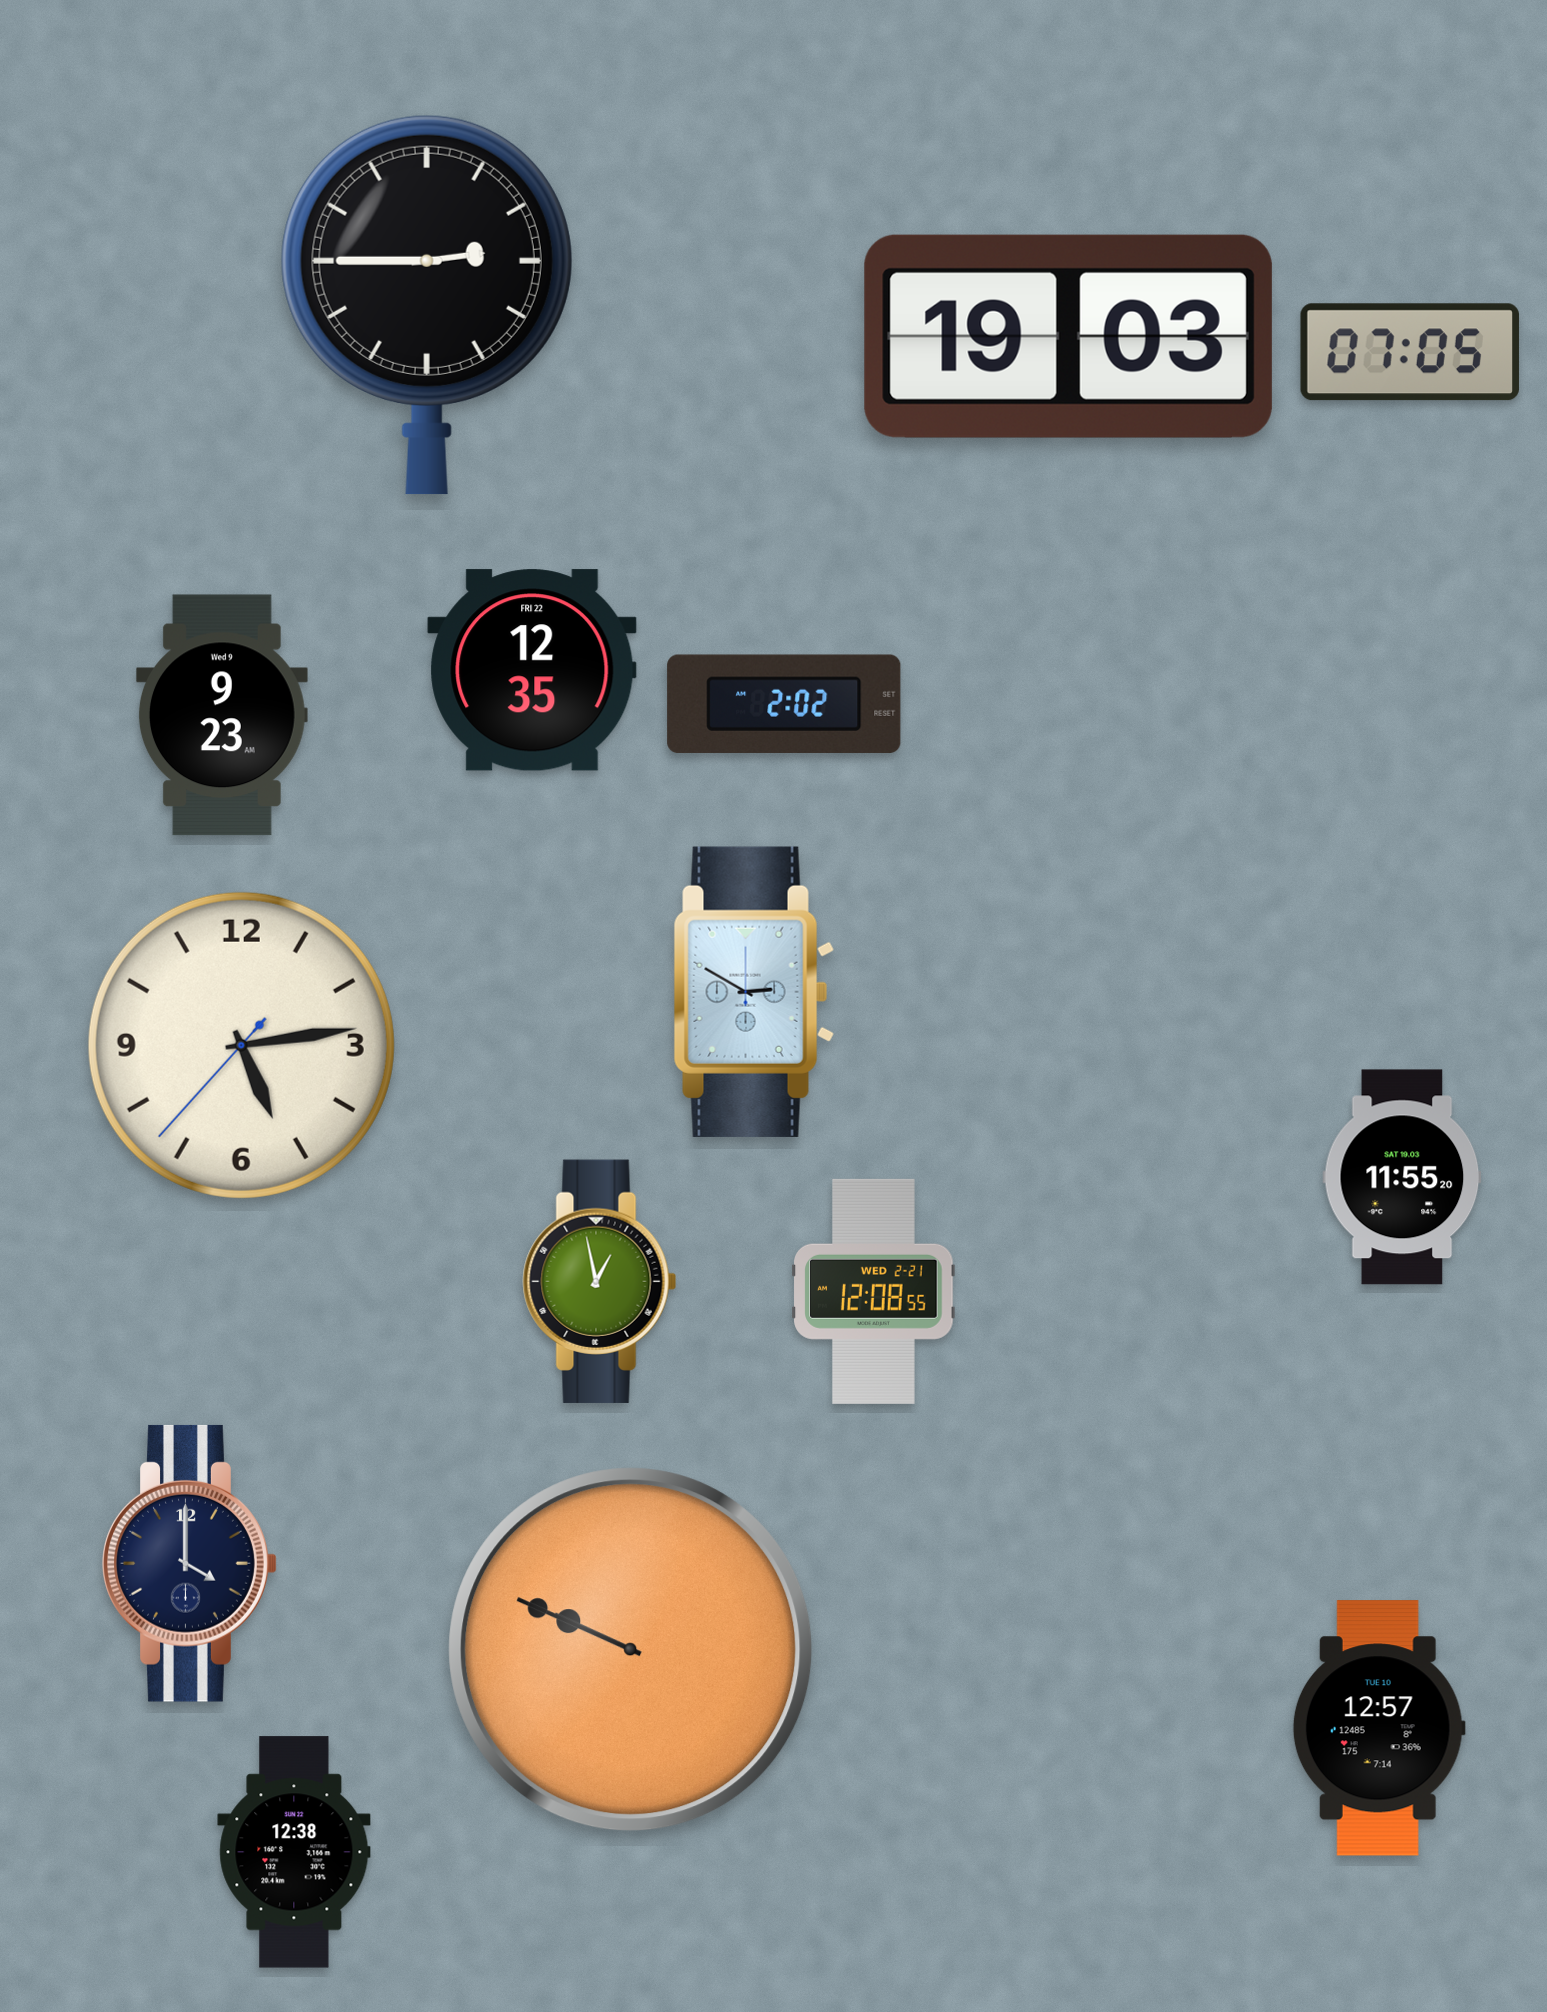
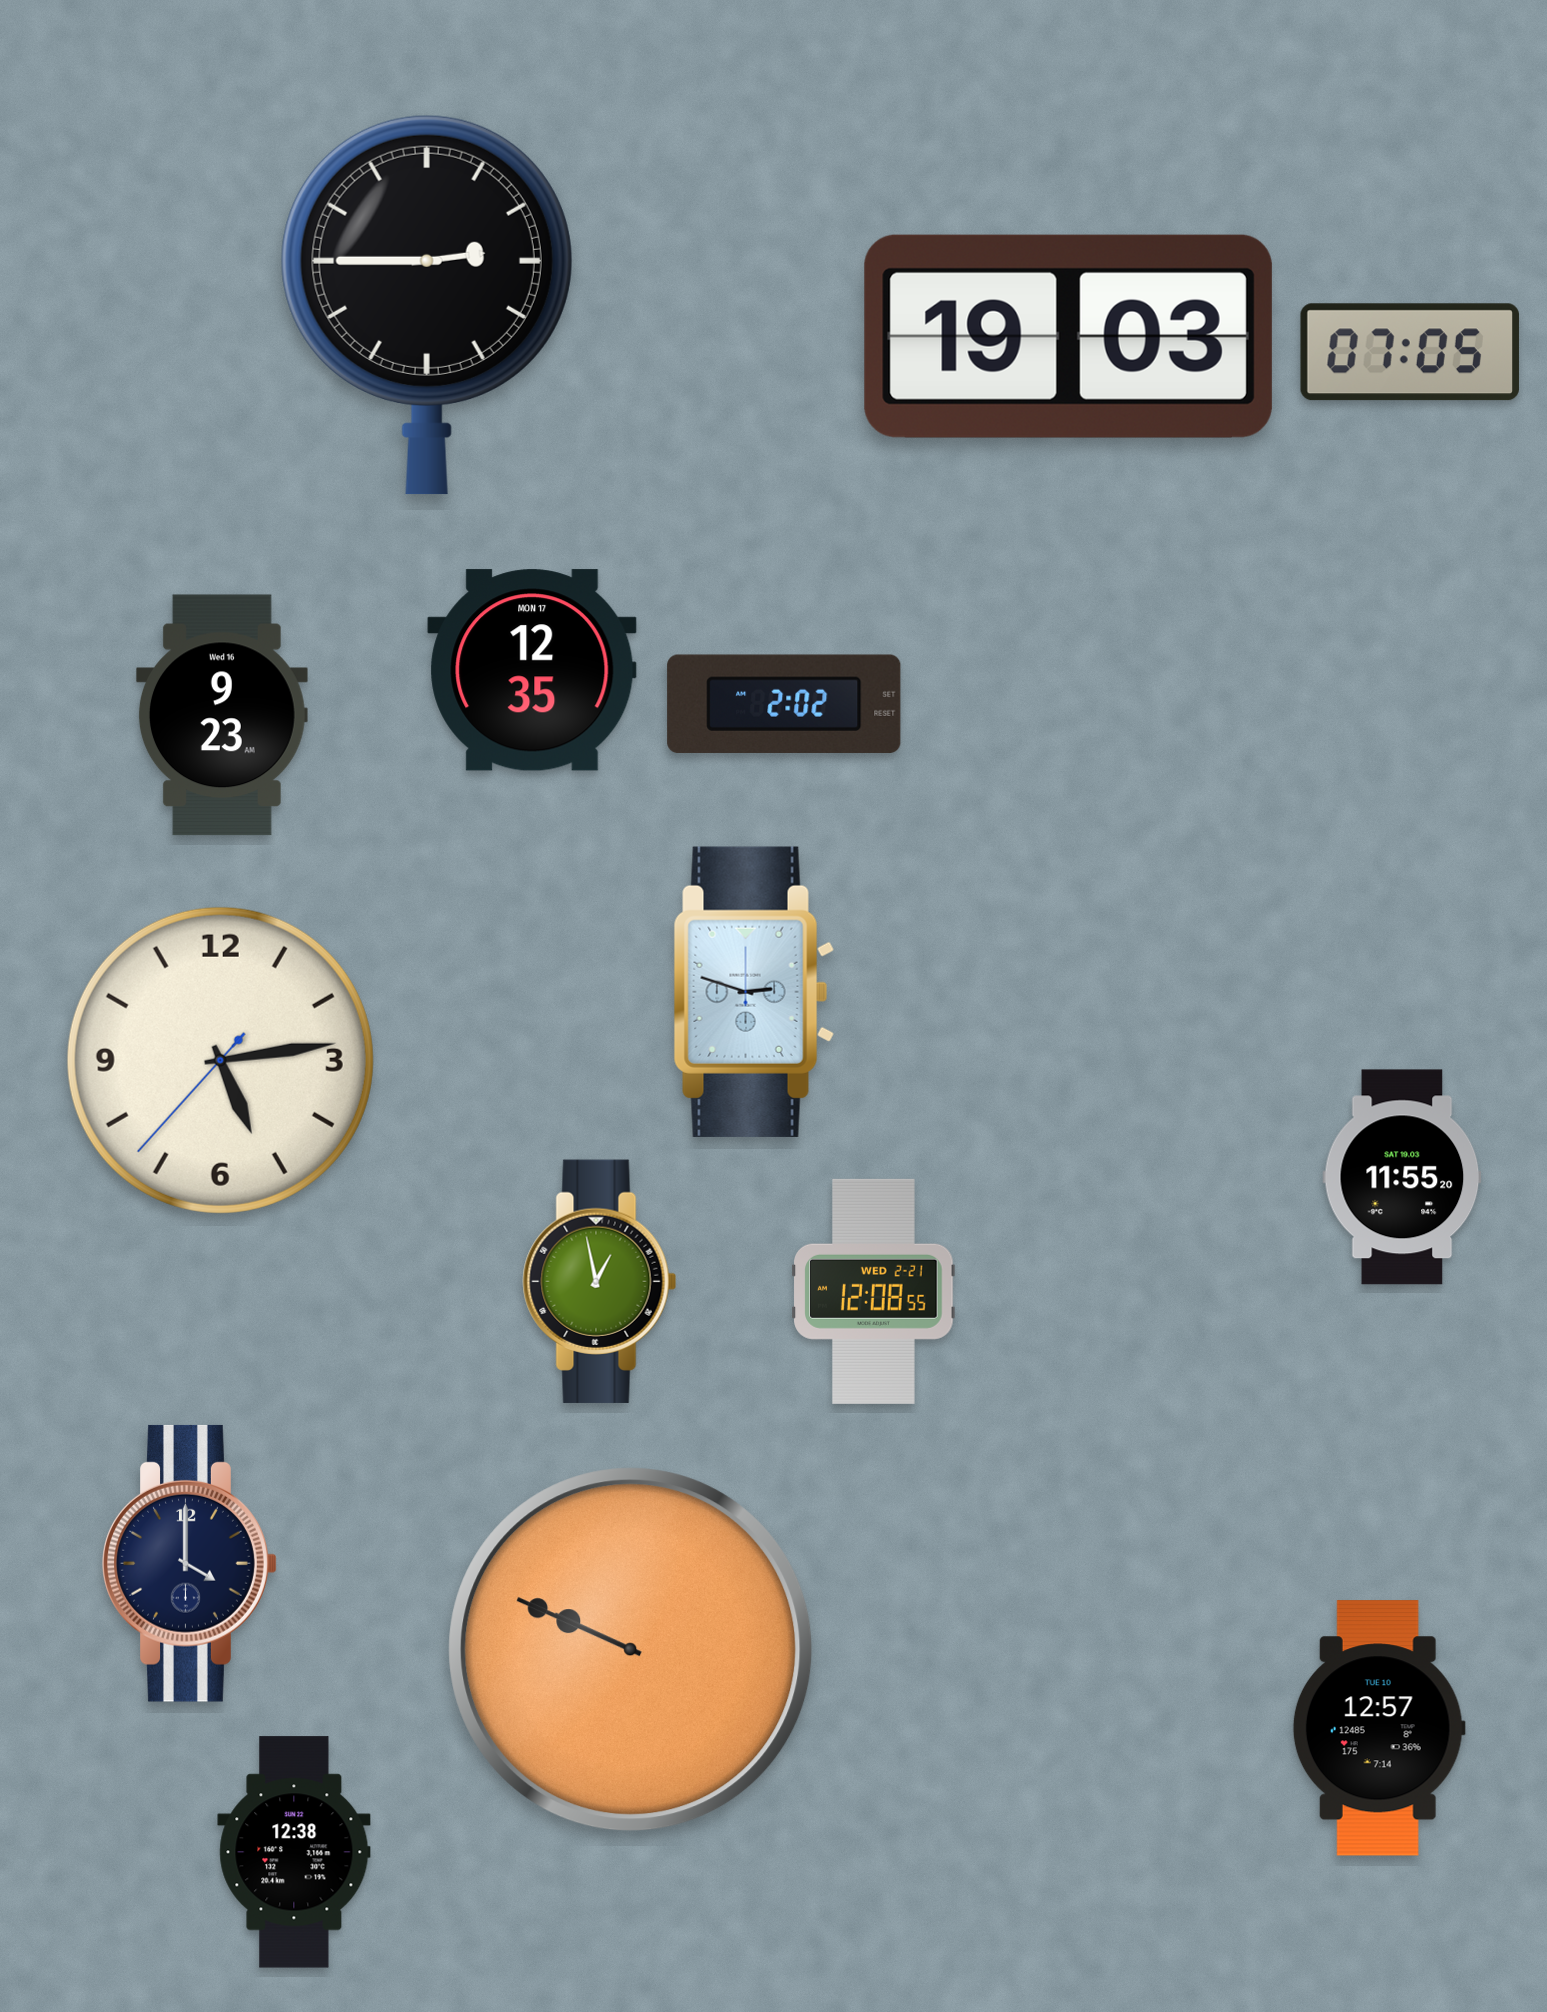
clock at (532, 670) date: FRI 22 -> MON 17
clock at (222, 715) date: Wed 9 -> Wed 16
clock at (754, 992): 2:50 -> 2:48
clock at (241, 1045) position: (241, 1045) -> (220, 1060)
